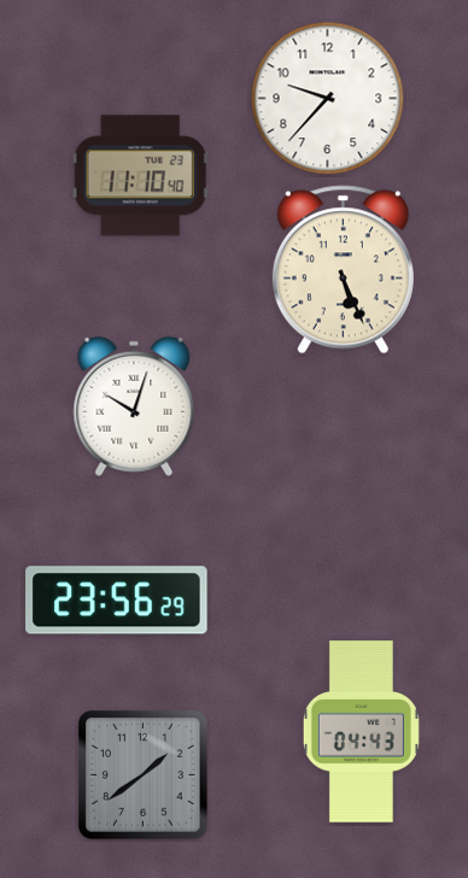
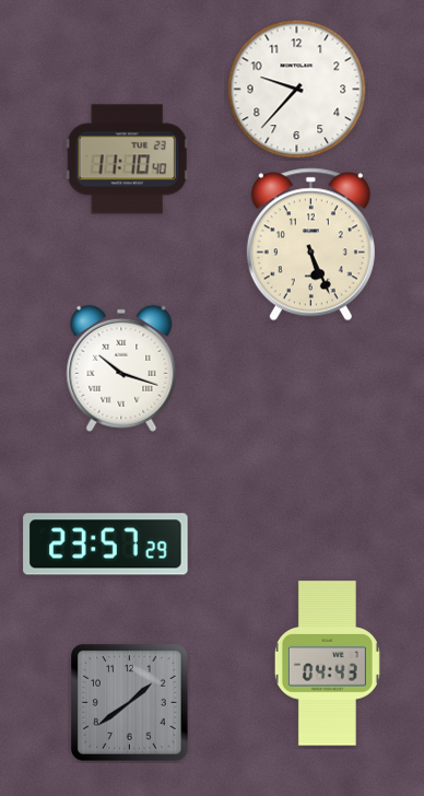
clock at (134, 406): 10:03 -> 10:18
clock at (117, 601): 23:56 -> 23:57
